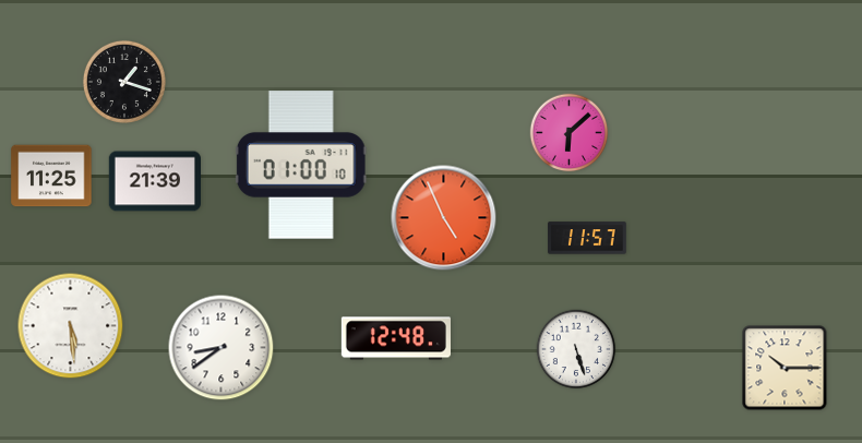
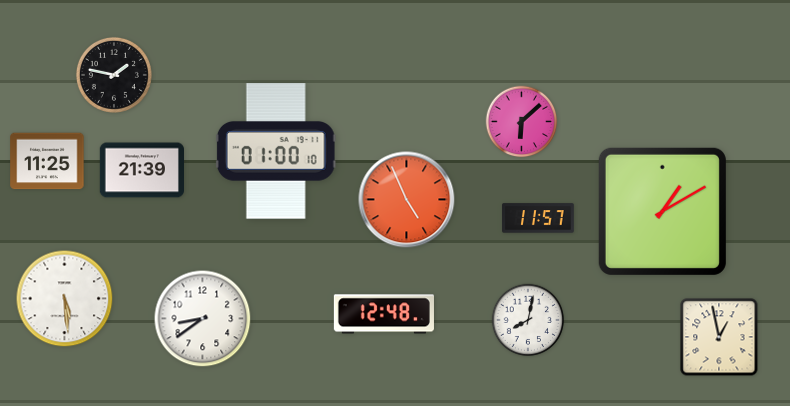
clock at (124, 82): 1:18 -> 1:47
clock at (154, 181) position: (154, 181) -> (141, 170)
clock at (662, 211): none -> 1:10
clock at (396, 338) position: (396, 338) -> (384, 314)
clock at (576, 349): 5:27 -> 8:02
clock at (785, 368): 10:15 -> 12:58
